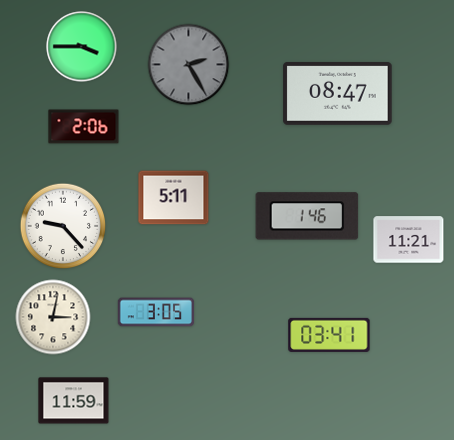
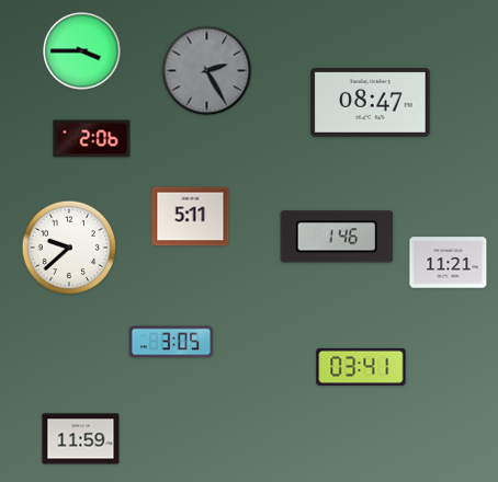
clock at (82, 47) position: (82, 47) -> (82, 51)
clock at (63, 226): 9:23 -> 9:38
clock at (53, 317): 3:02 -> none
